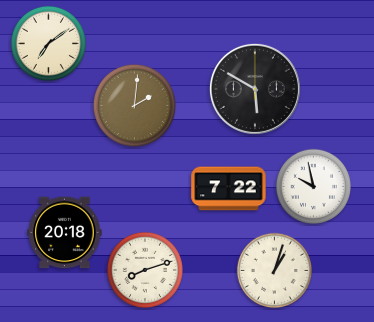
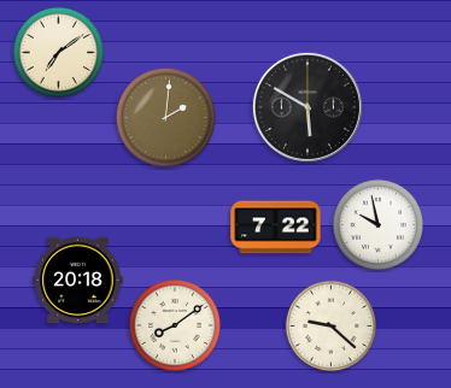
clock at (134, 105) position: (134, 105) -> (165, 117)
clock at (145, 270): 8:12 -> 8:09
clock at (274, 270): 1:03 -> 9:22
